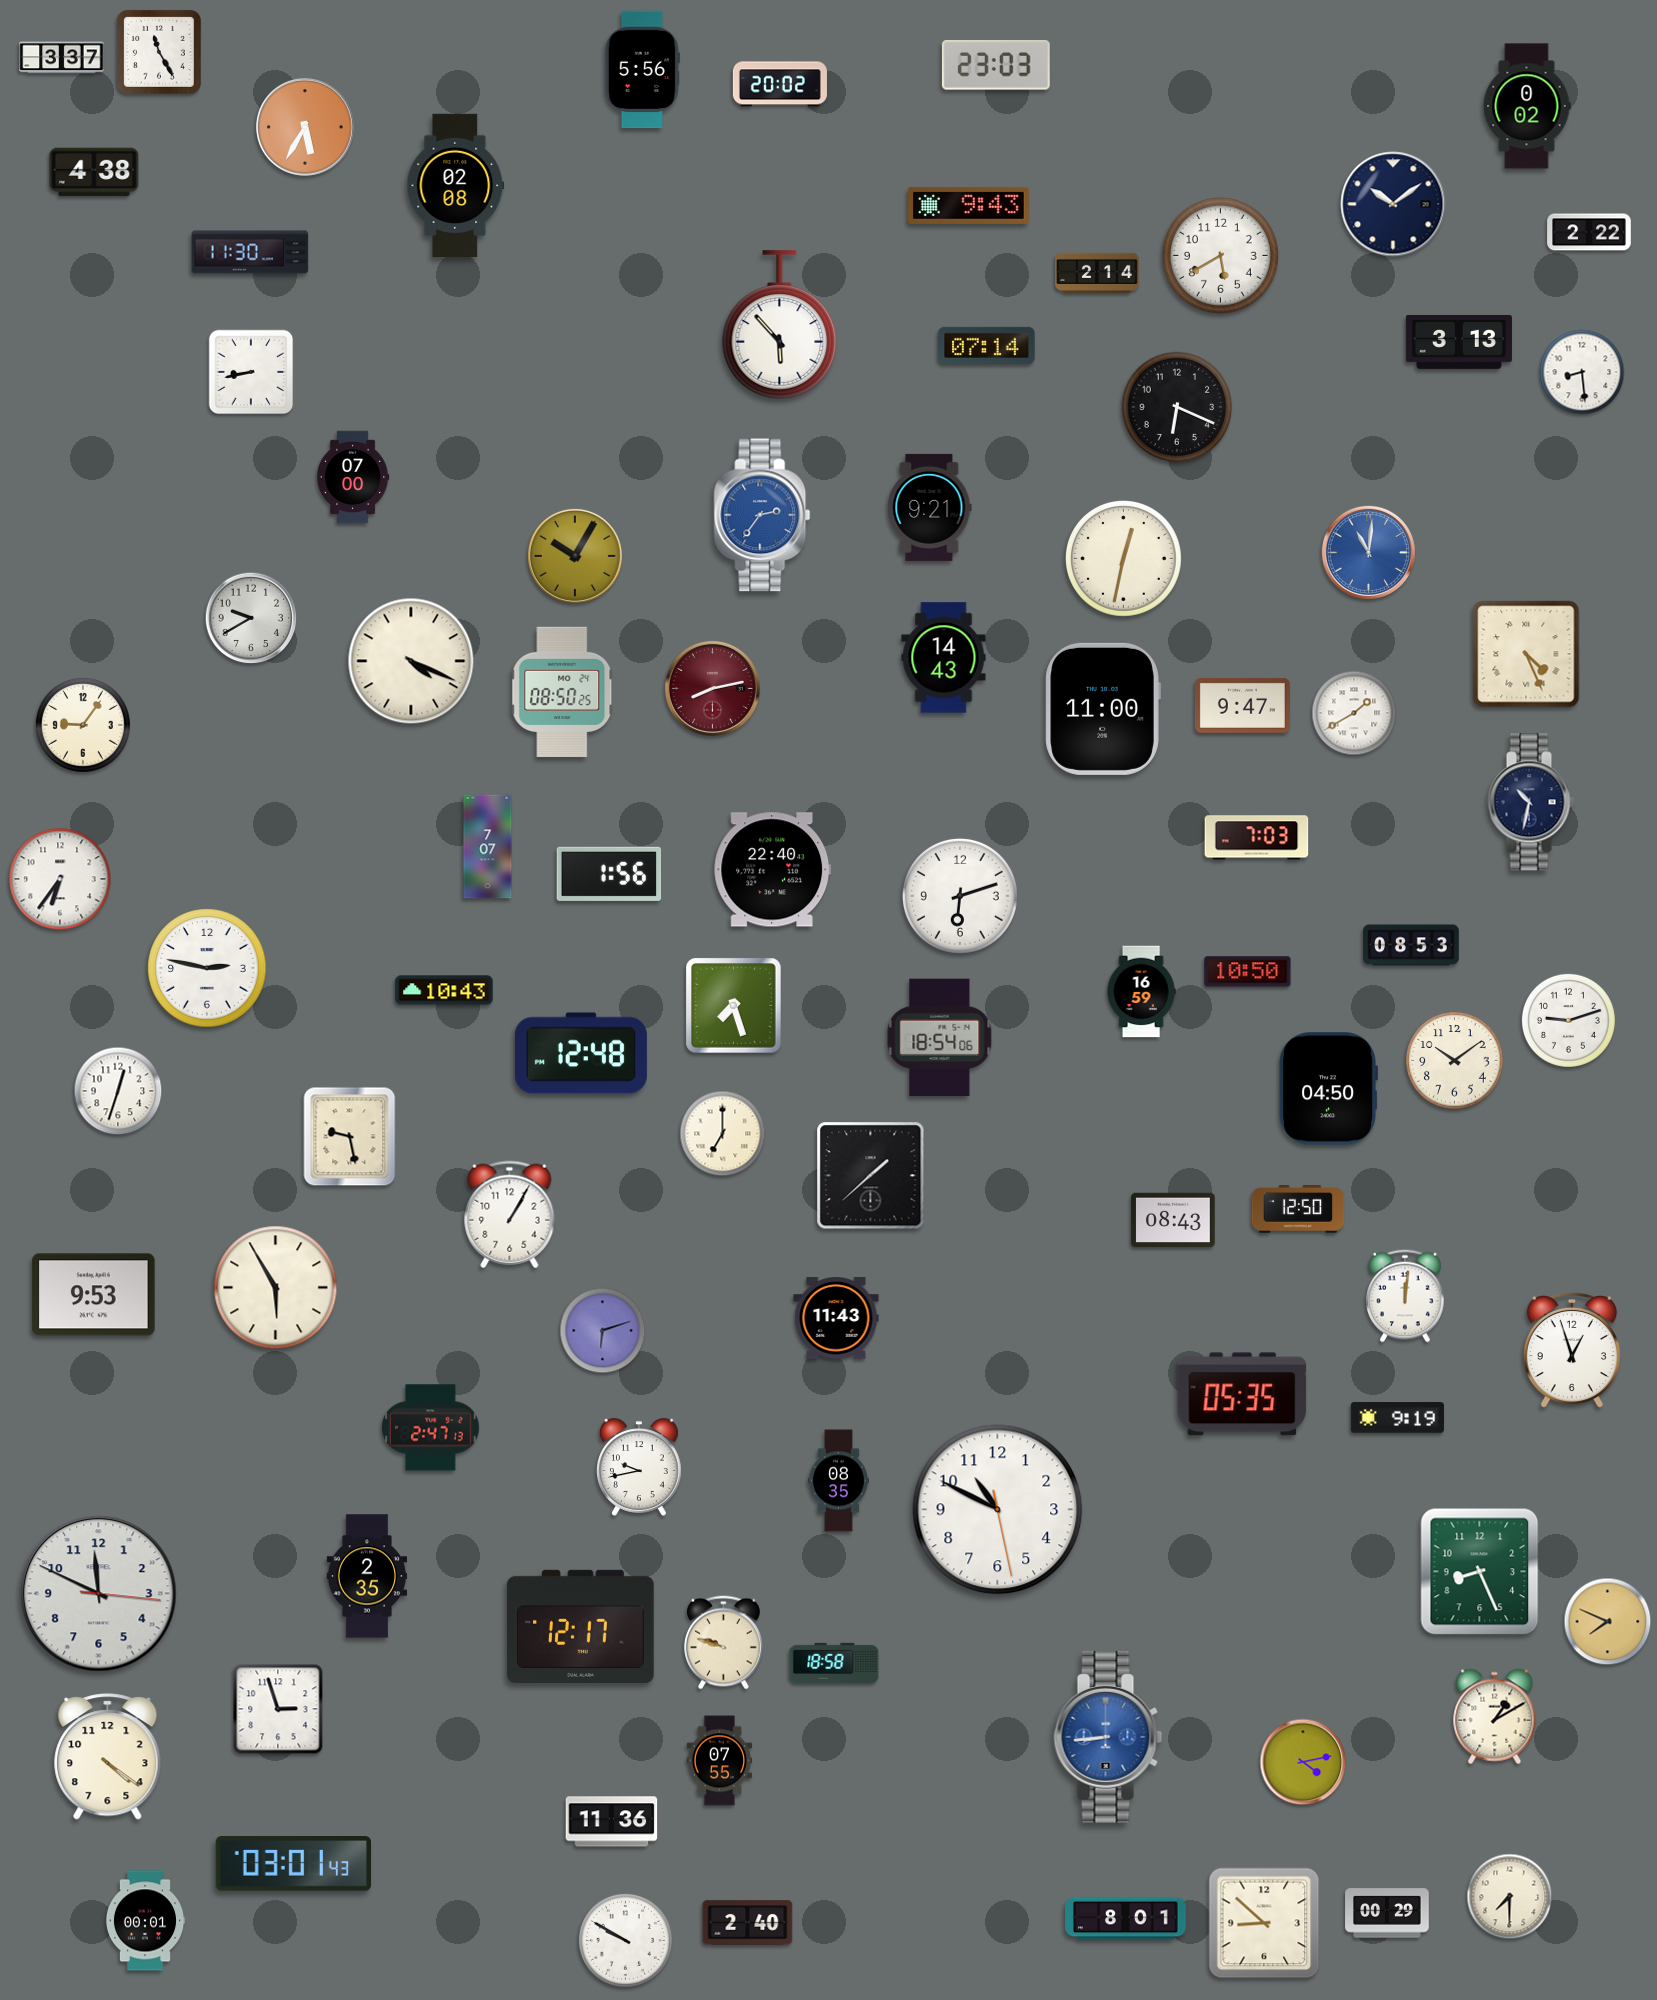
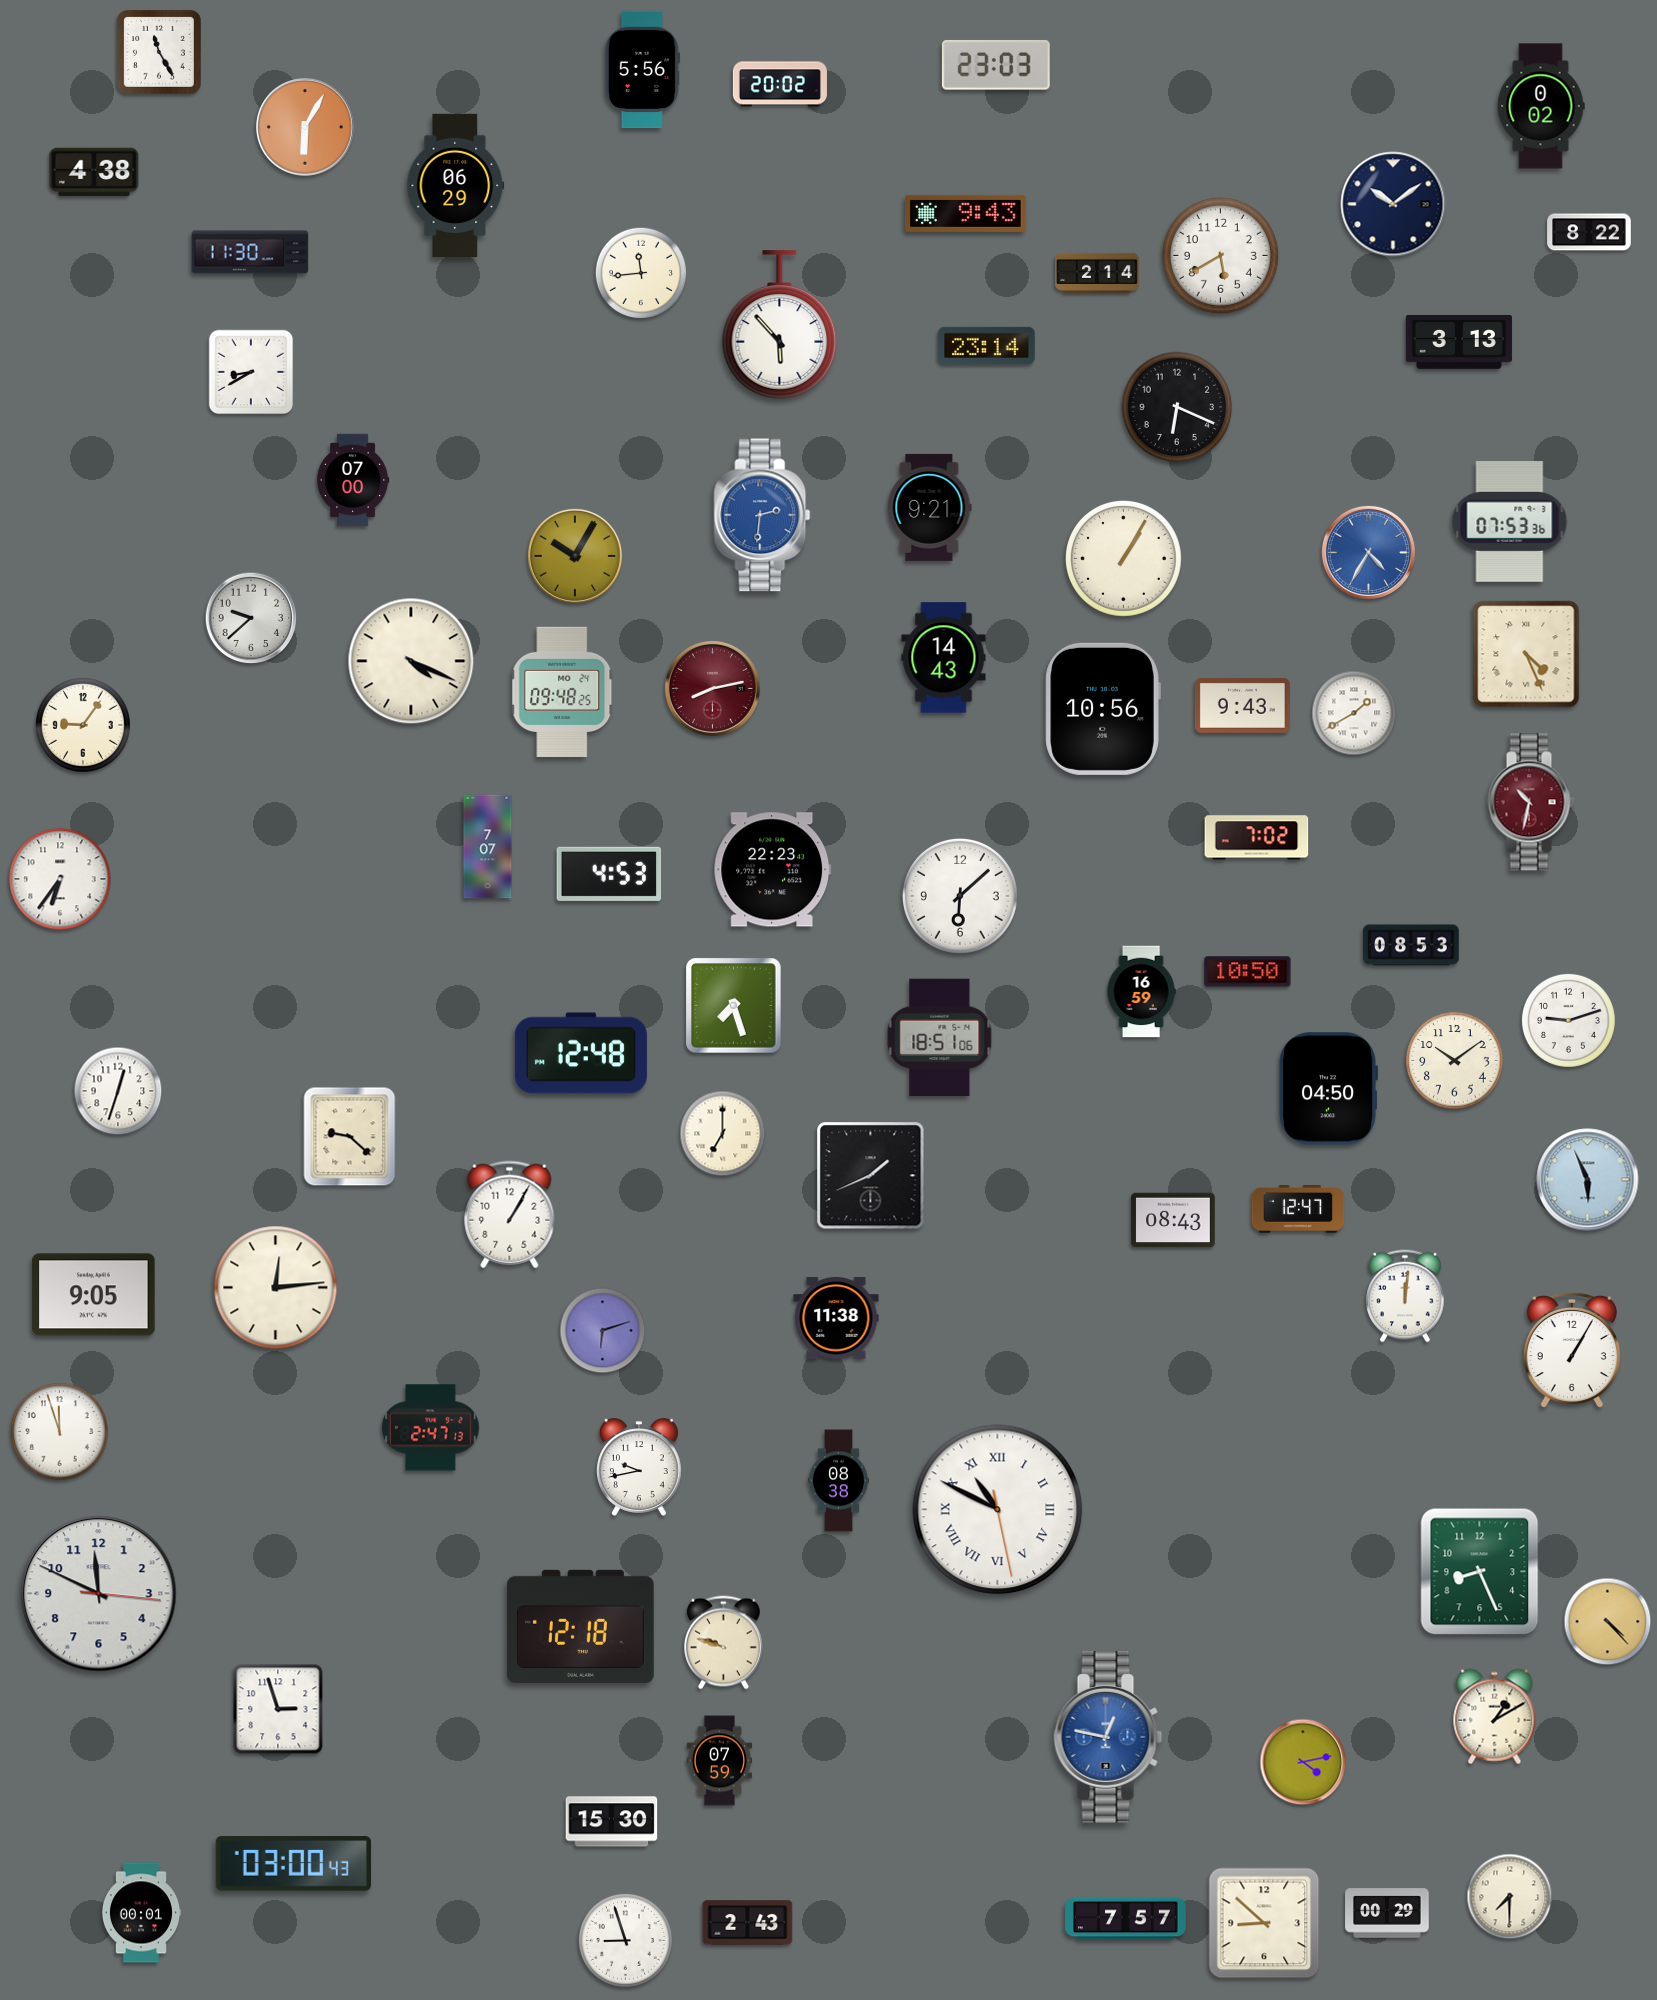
clock at (62, 58): 3:37 -> none
clock at (1527, 106) position: (1527, 106) -> (1541, 106)
clock at (306, 128): 5:35 -> 6:05
clock at (456, 185): 02:08 -> 06:29
clock at (969, 205) position: (969, 205) -> (966, 213)
clock at (1589, 232): 2:22 -> 8:22
clock at (641, 272): none -> 11:44
clock at (987, 345): 07:14 -> 23:14
clock at (251, 372): 8:43 -> 8:40
clock at (1582, 372): 8:29 -> none
clock at (353, 477) position: (353, 477) -> (353, 480)
clock at (762, 515): 2:36 -> 2:31
clock at (1510, 522): none -> 07:53
clock at (1368, 552): 11:01 -> 4:35
clock at (1123, 558): 12:32 -> 1:05
clock at (251, 618): 9:40 -> 9:38
clock at (563, 692): 08:50 -> 09:48
clock at (1242, 705): 9:47 -> 9:43
clock at (1103, 709): 11:00 -> 10:56
clock at (1531, 802) dial: navy -> burgundy
clock at (1257, 838): 7:03 -> 7:02
clock at (773, 870): 22:40 -> 22:23
clock at (609, 874): 1:56 -> 4:53
clock at (960, 896): 6:12 -> 6:08
clock at (207, 968): 2:47 -> none
clock at (444, 990): 10:43 -> none
clock at (940, 1038): 18:54 -> 18:51
clock at (350, 1137): 9:28 -> 9:22
clock at (871, 1176): 1:38 -> 1:41
clock at (1588, 1180): none -> 5:56
clock at (1298, 1210): 12:50 -> 12:47
clock at (276, 1288): 5:55 -> 12:14
clock at (94, 1295): 9:53 -> 9:05
clock at (836, 1319): 11:43 -> 11:38
clock at (1572, 1350): 12:57 -> 1:05
clock at (1242, 1394): 05:35 -> none
clock at (1397, 1418): 9:19 -> none
clock at (60, 1432): none -> 11:57
clock at (838, 1481): 08:35 -> 08:38
clock at (998, 1510) numerals: Arabic -> Roman
clock at (367, 1576): 2:35 -> none
clock at (1608, 1622): 7:49 -> 4:23
clock at (581, 1626): 12:17 -> 12:18
clock at (834, 1663): 18:58 -> none
clock at (1108, 1738): 8:44 -> 12:47
clock at (108, 1757): 4:21 -> none
clock at (720, 1761): 07:55 -> 07:59
clock at (612, 1822): 11:36 -> 15:30
clock at (293, 1864): 03:01 -> 03:00
clock at (1126, 1919): 8:01 -> 7:57
clock at (145, 1921) position: (145, 1921) -> (141, 1913)
clock at (748, 1923): 2:40 -> 2:43
clock at (625, 1940): 9:50 -> 8:57
